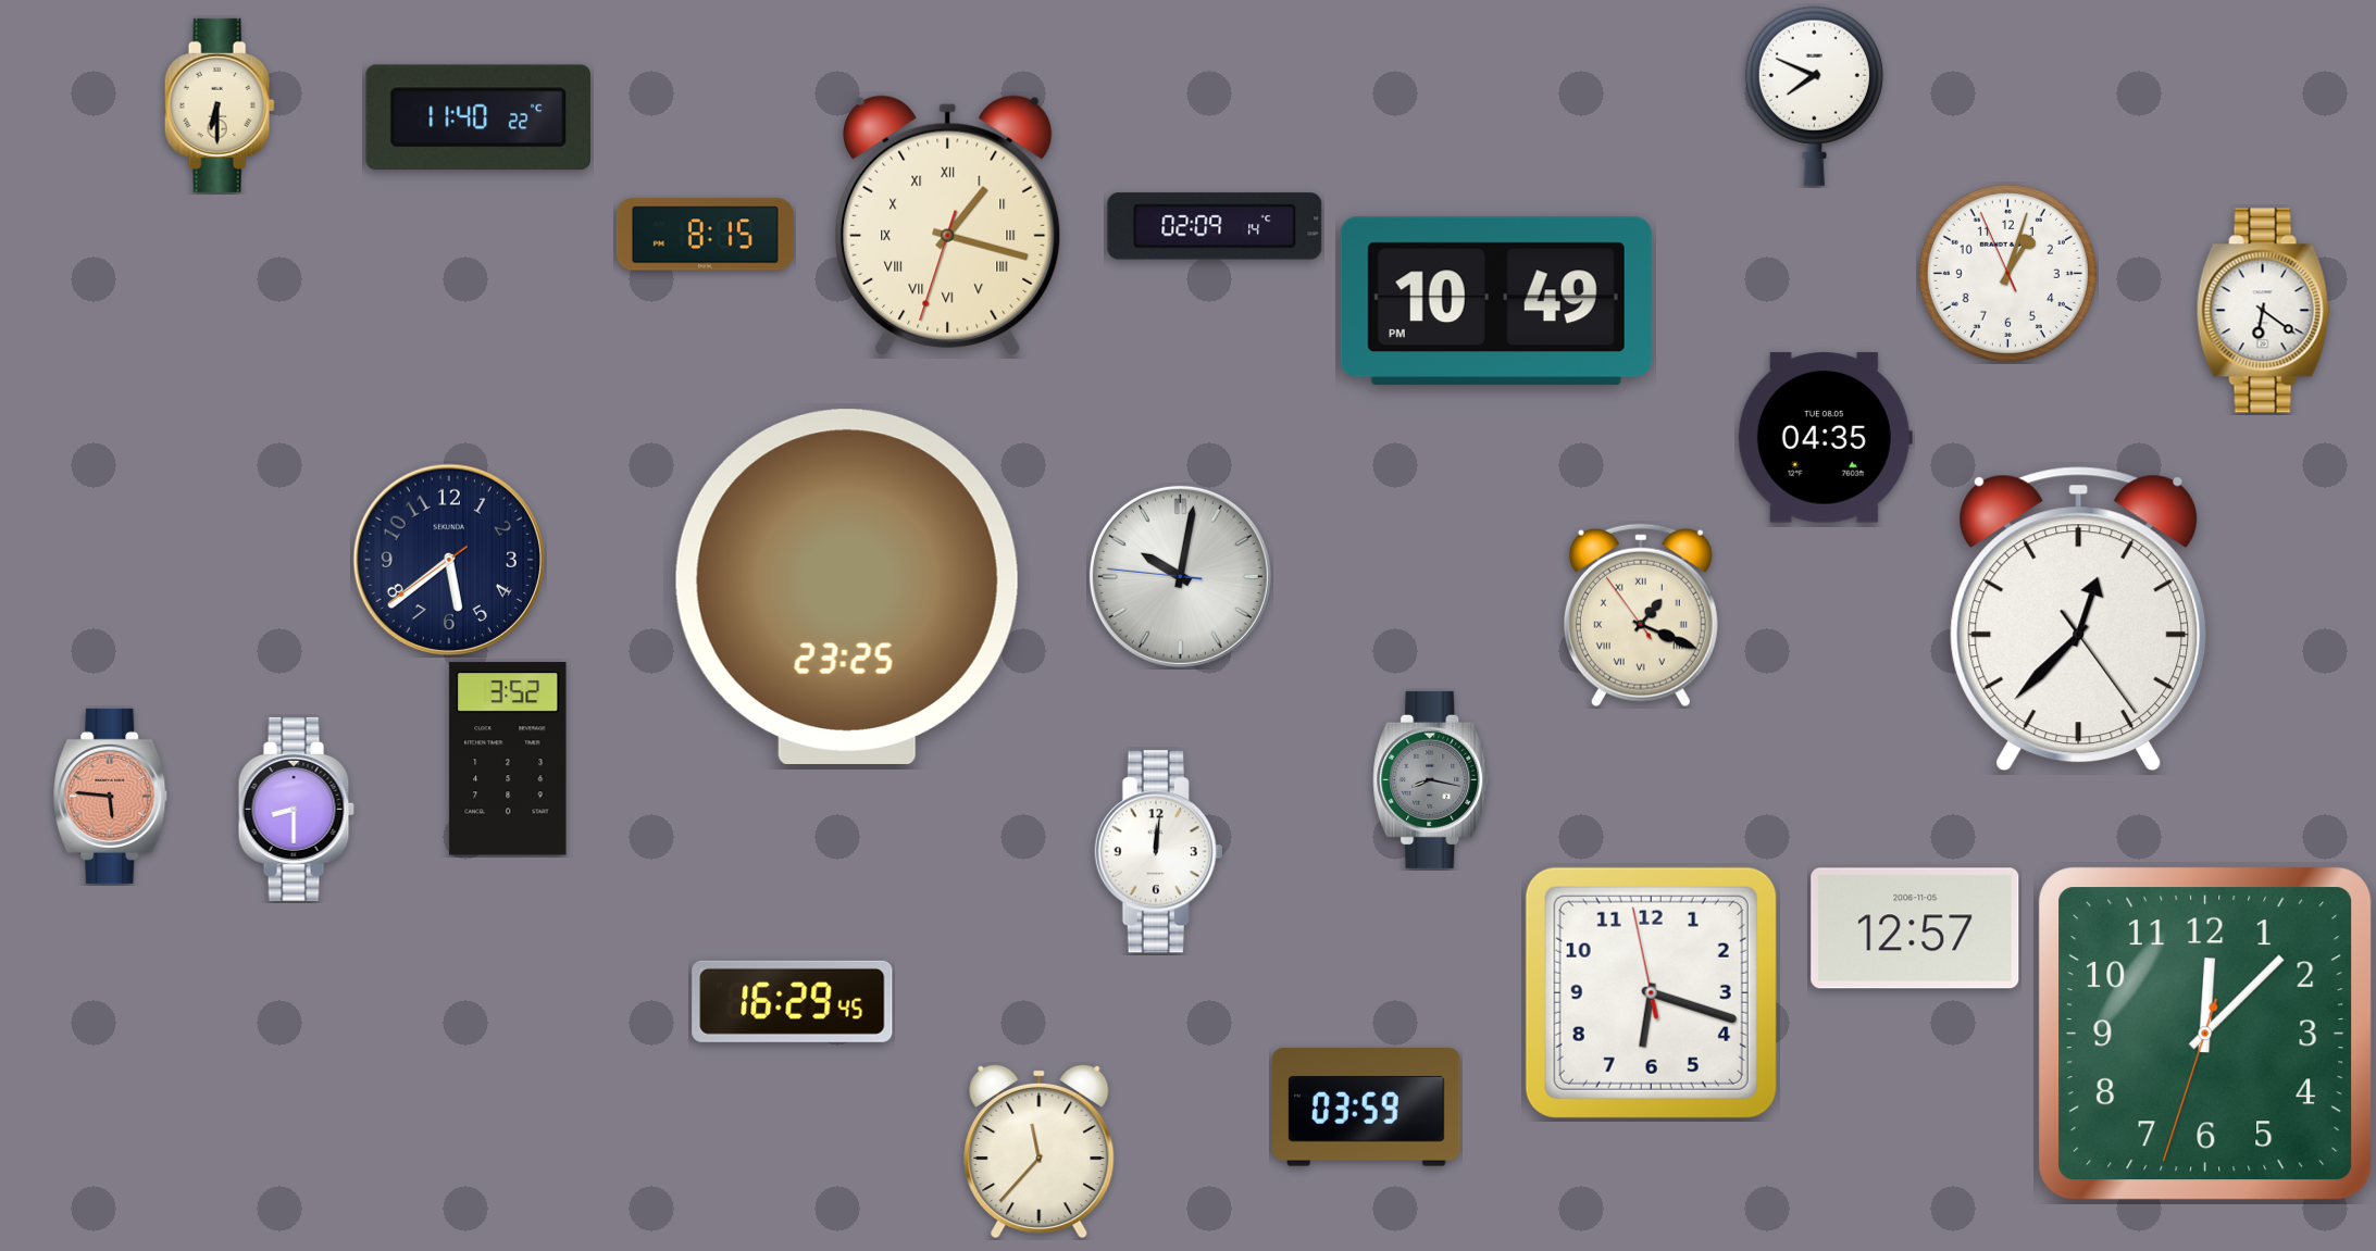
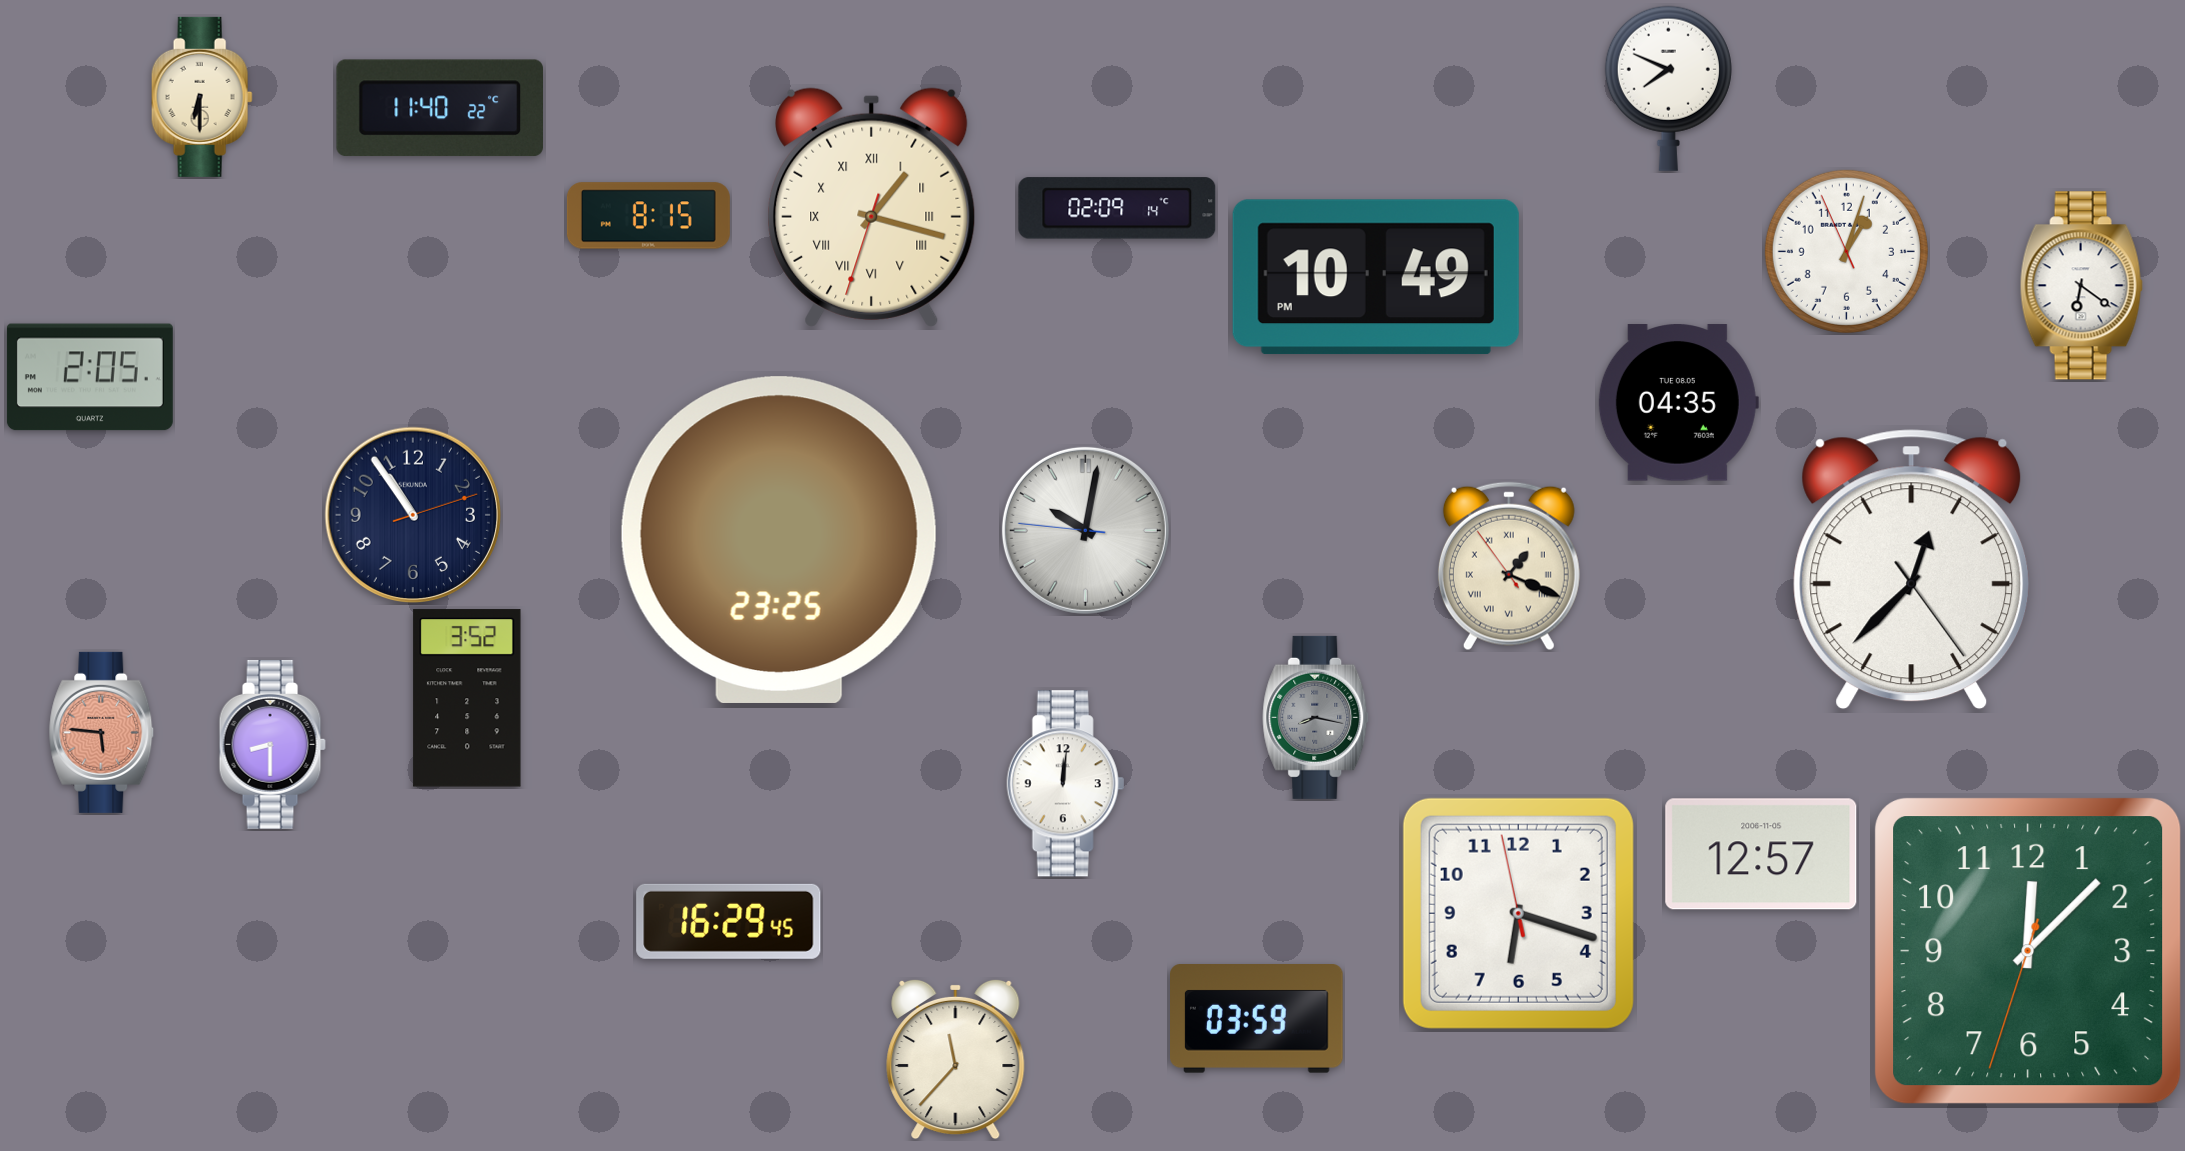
clock at (90, 377): none -> 2:05
clock at (448, 559): 5:38 -> 10:54
